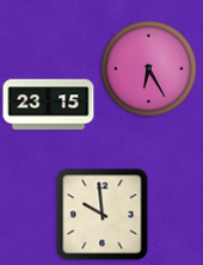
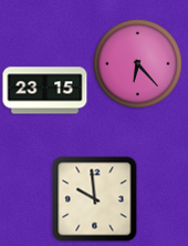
clock at (149, 69): 6:25 -> 6:23
clock at (49, 105) position: (49, 105) -> (45, 91)
